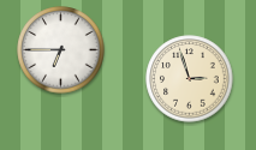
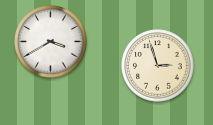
clock at (61, 50): 6:45 -> 3:40
